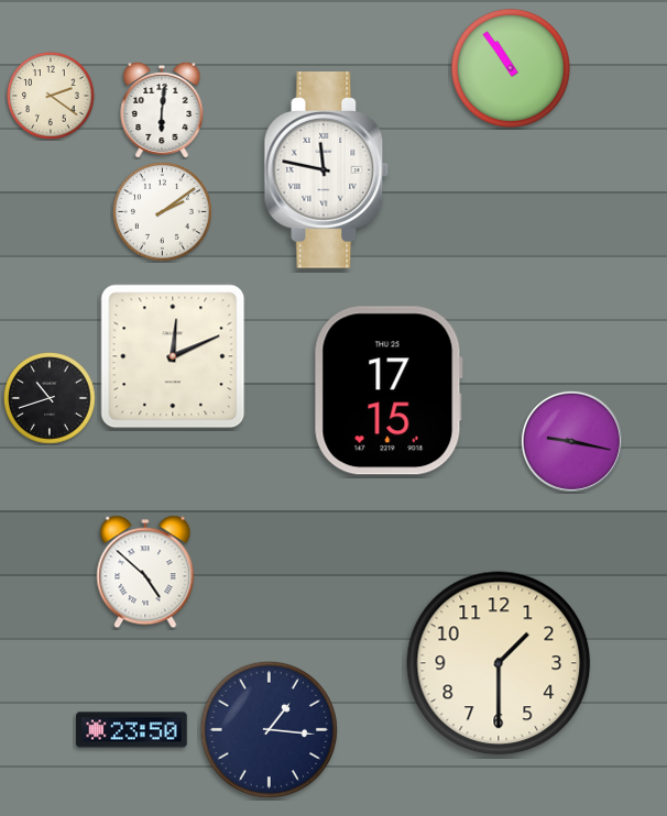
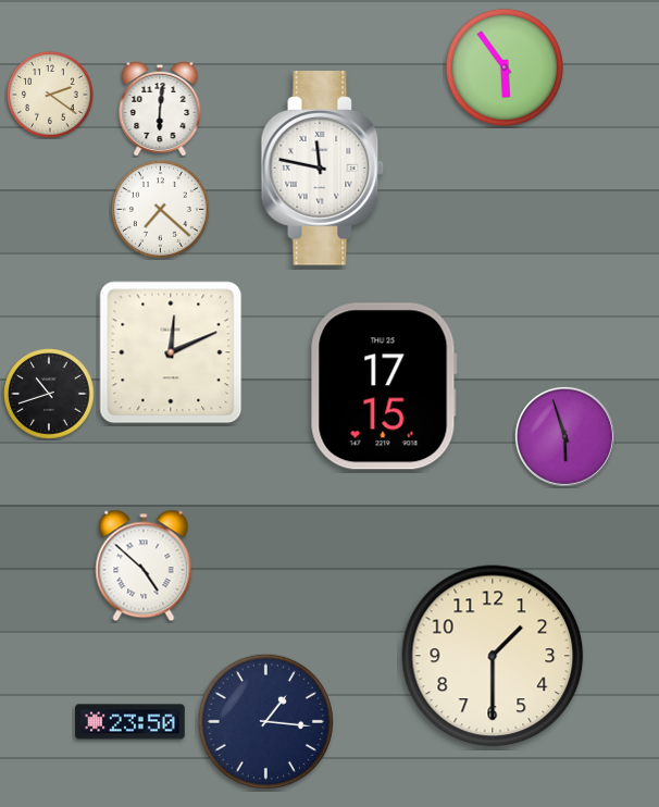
clock at (511, 68): 10:54 -> 5:54
clock at (162, 211): 2:09 -> 7:22
clock at (571, 441): 9:17 -> 5:57
